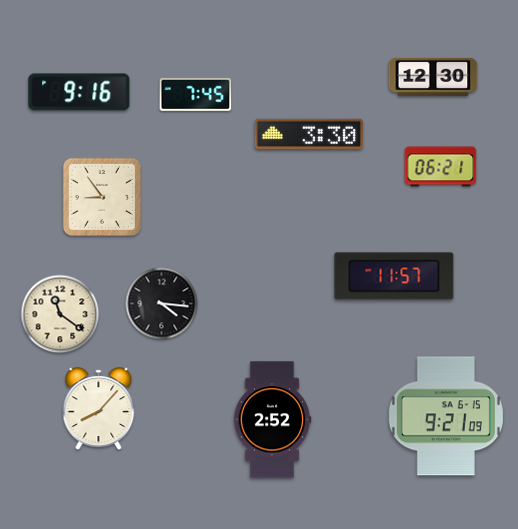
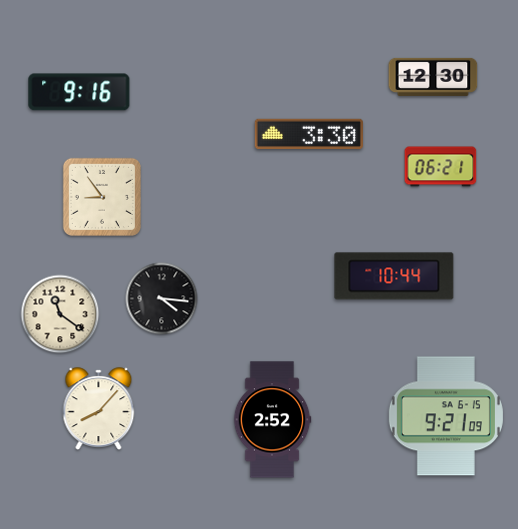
clock at (196, 94): 7:45 -> none
clock at (394, 276): 11:57 -> 10:44
clock at (162, 304) position: (162, 304) -> (162, 299)
